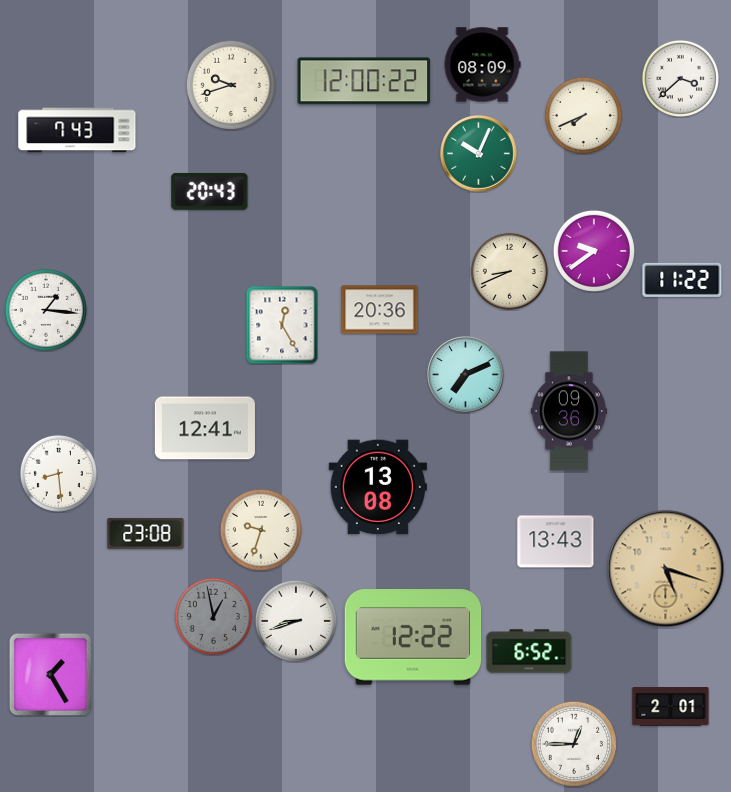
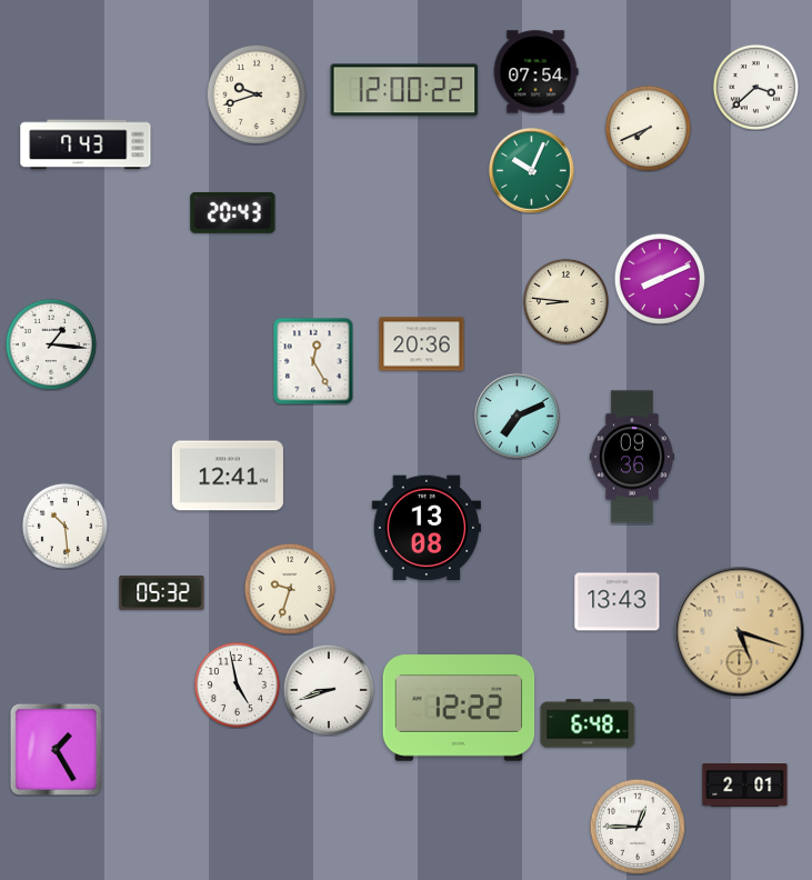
clock at (482, 65): 08:09 -> 07:54
clock at (594, 251): 9:39 -> 8:11
clock at (509, 271): 8:41 -> 8:46
clock at (682, 280): 11:22 -> none
clock at (58, 473): 8:29 -> 10:29
clock at (378, 487) position: (378, 487) -> (427, 528)
clock at (146, 533): 23:08 -> 05:32
clock at (213, 616): 12:58 -> 4:58
clock at (213, 616) dial: grey -> white
clock at (529, 651): 6:52 -> 6:48
